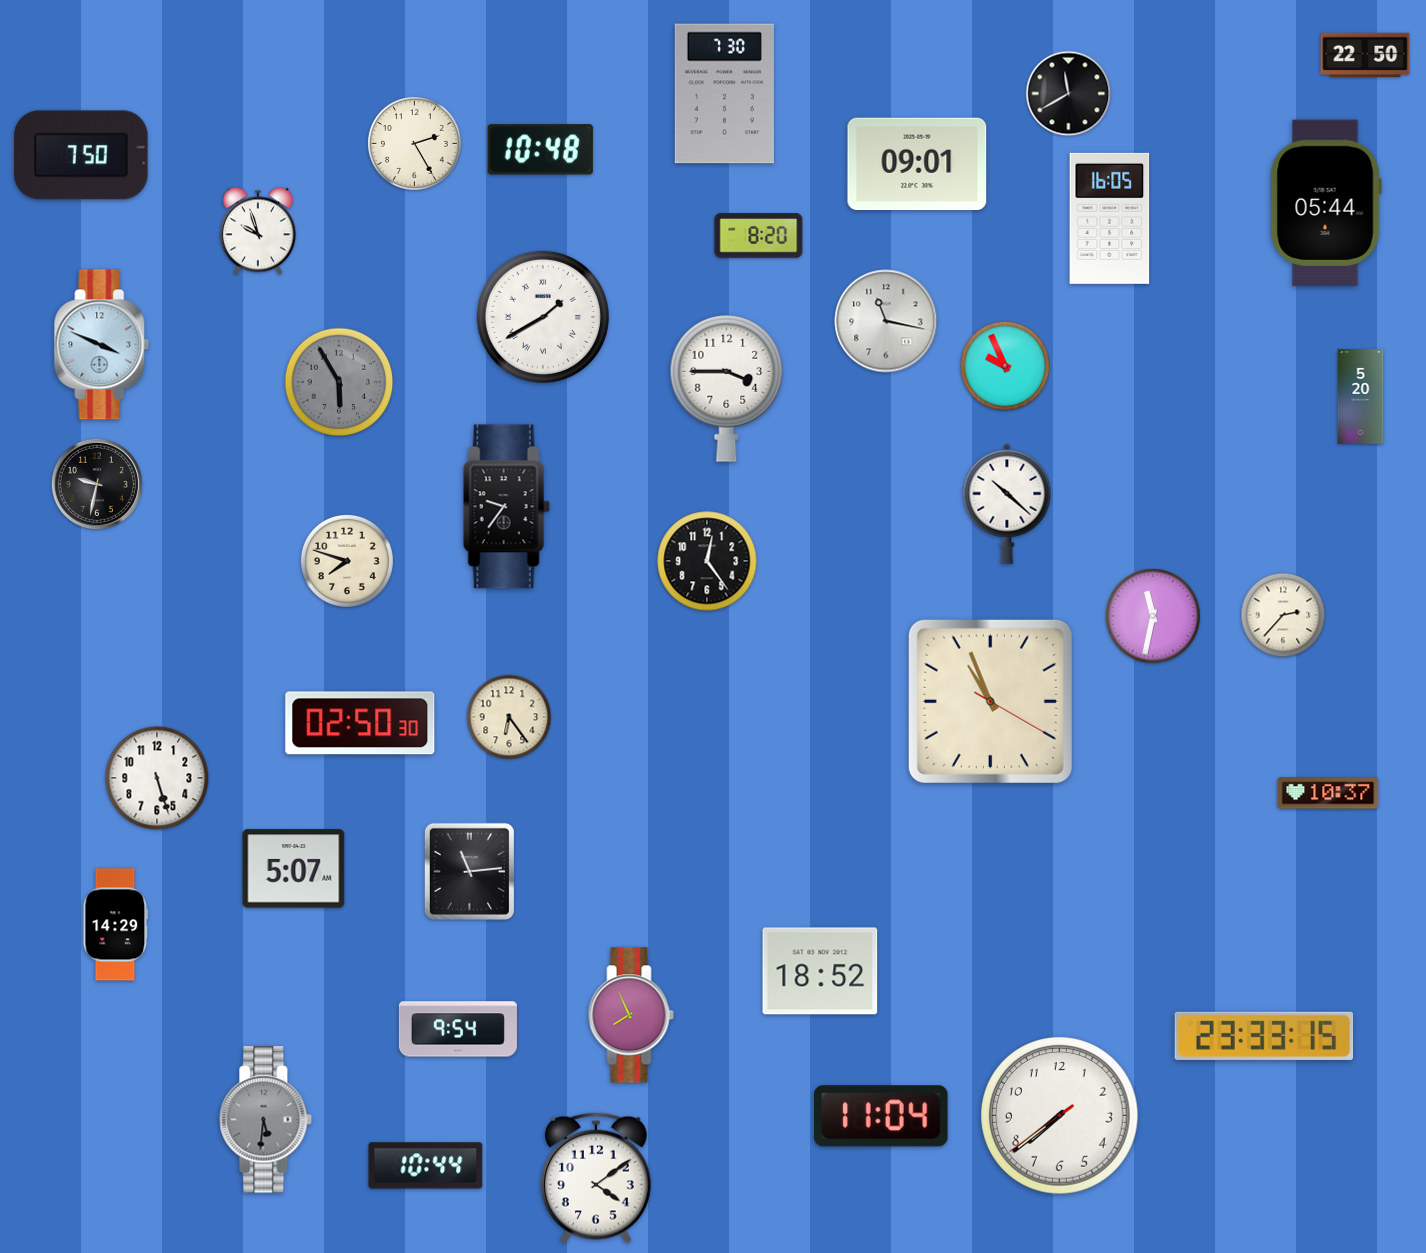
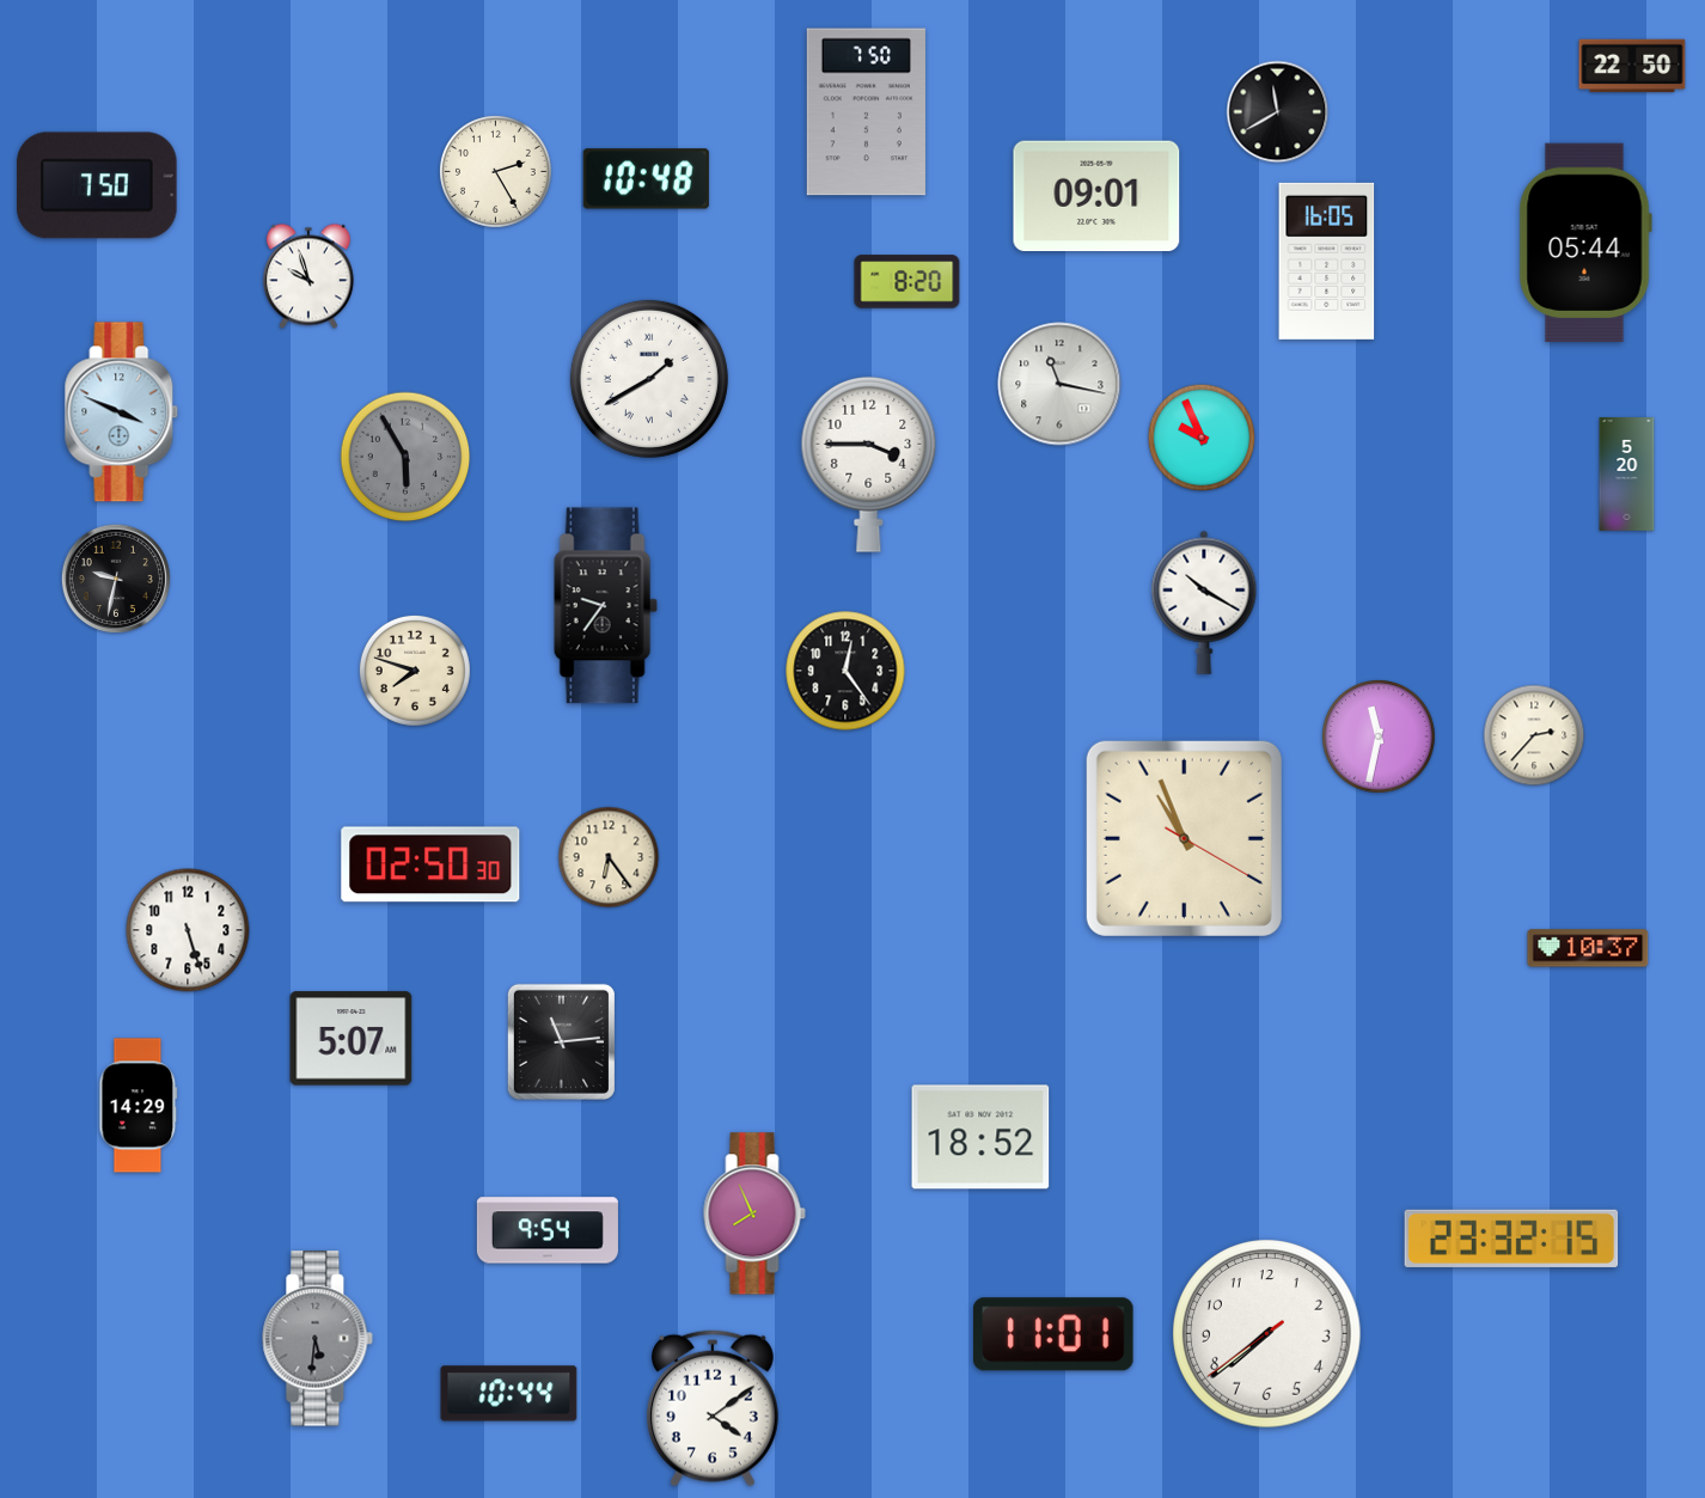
clock at (724, 94): 7:30 -> 7:50
clock at (1007, 504): 10:22 -> 10:20
clock at (820, 971) position: (820, 971) -> (980, 1137)
clock at (1264, 1036): 23:33 -> 23:32
clock at (882, 1116): 11:04 -> 11:01
